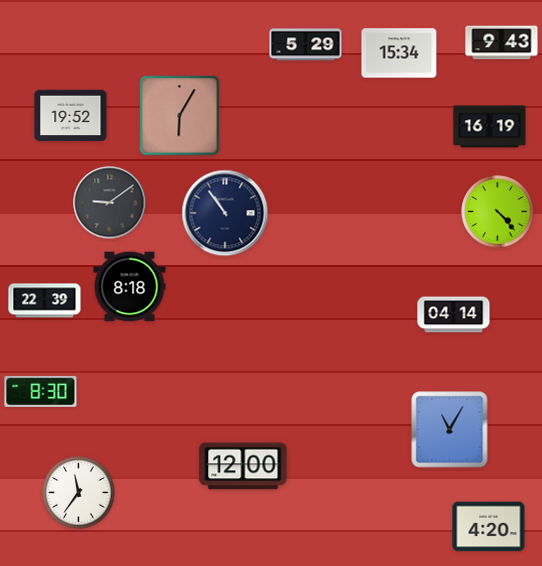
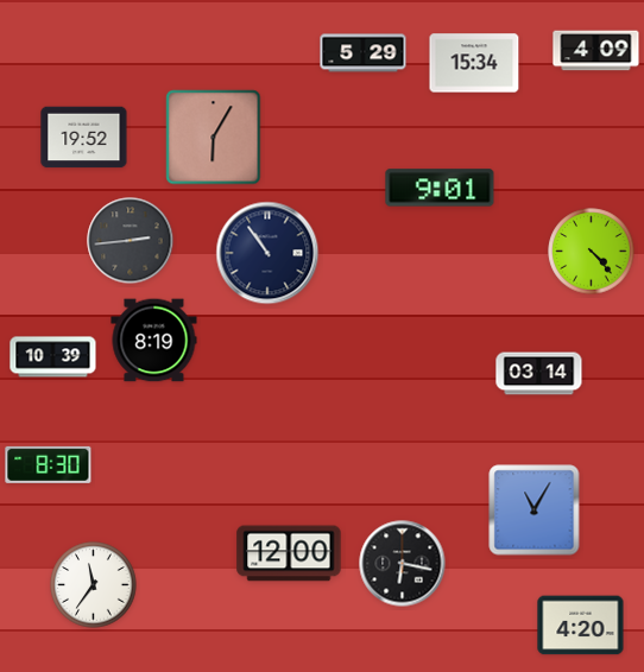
clock at (502, 43): 9:43 -> 4:09
clock at (490, 127): 16:19 -> none
clock at (440, 188): none -> 9:01
clock at (110, 203): 9:09 -> 2:44
clock at (130, 287): 8:18 -> 8:19
clock at (45, 301): 22:39 -> 10:39
clock at (454, 315): 04:14 -> 03:14
clock at (403, 564): none -> 6:17
